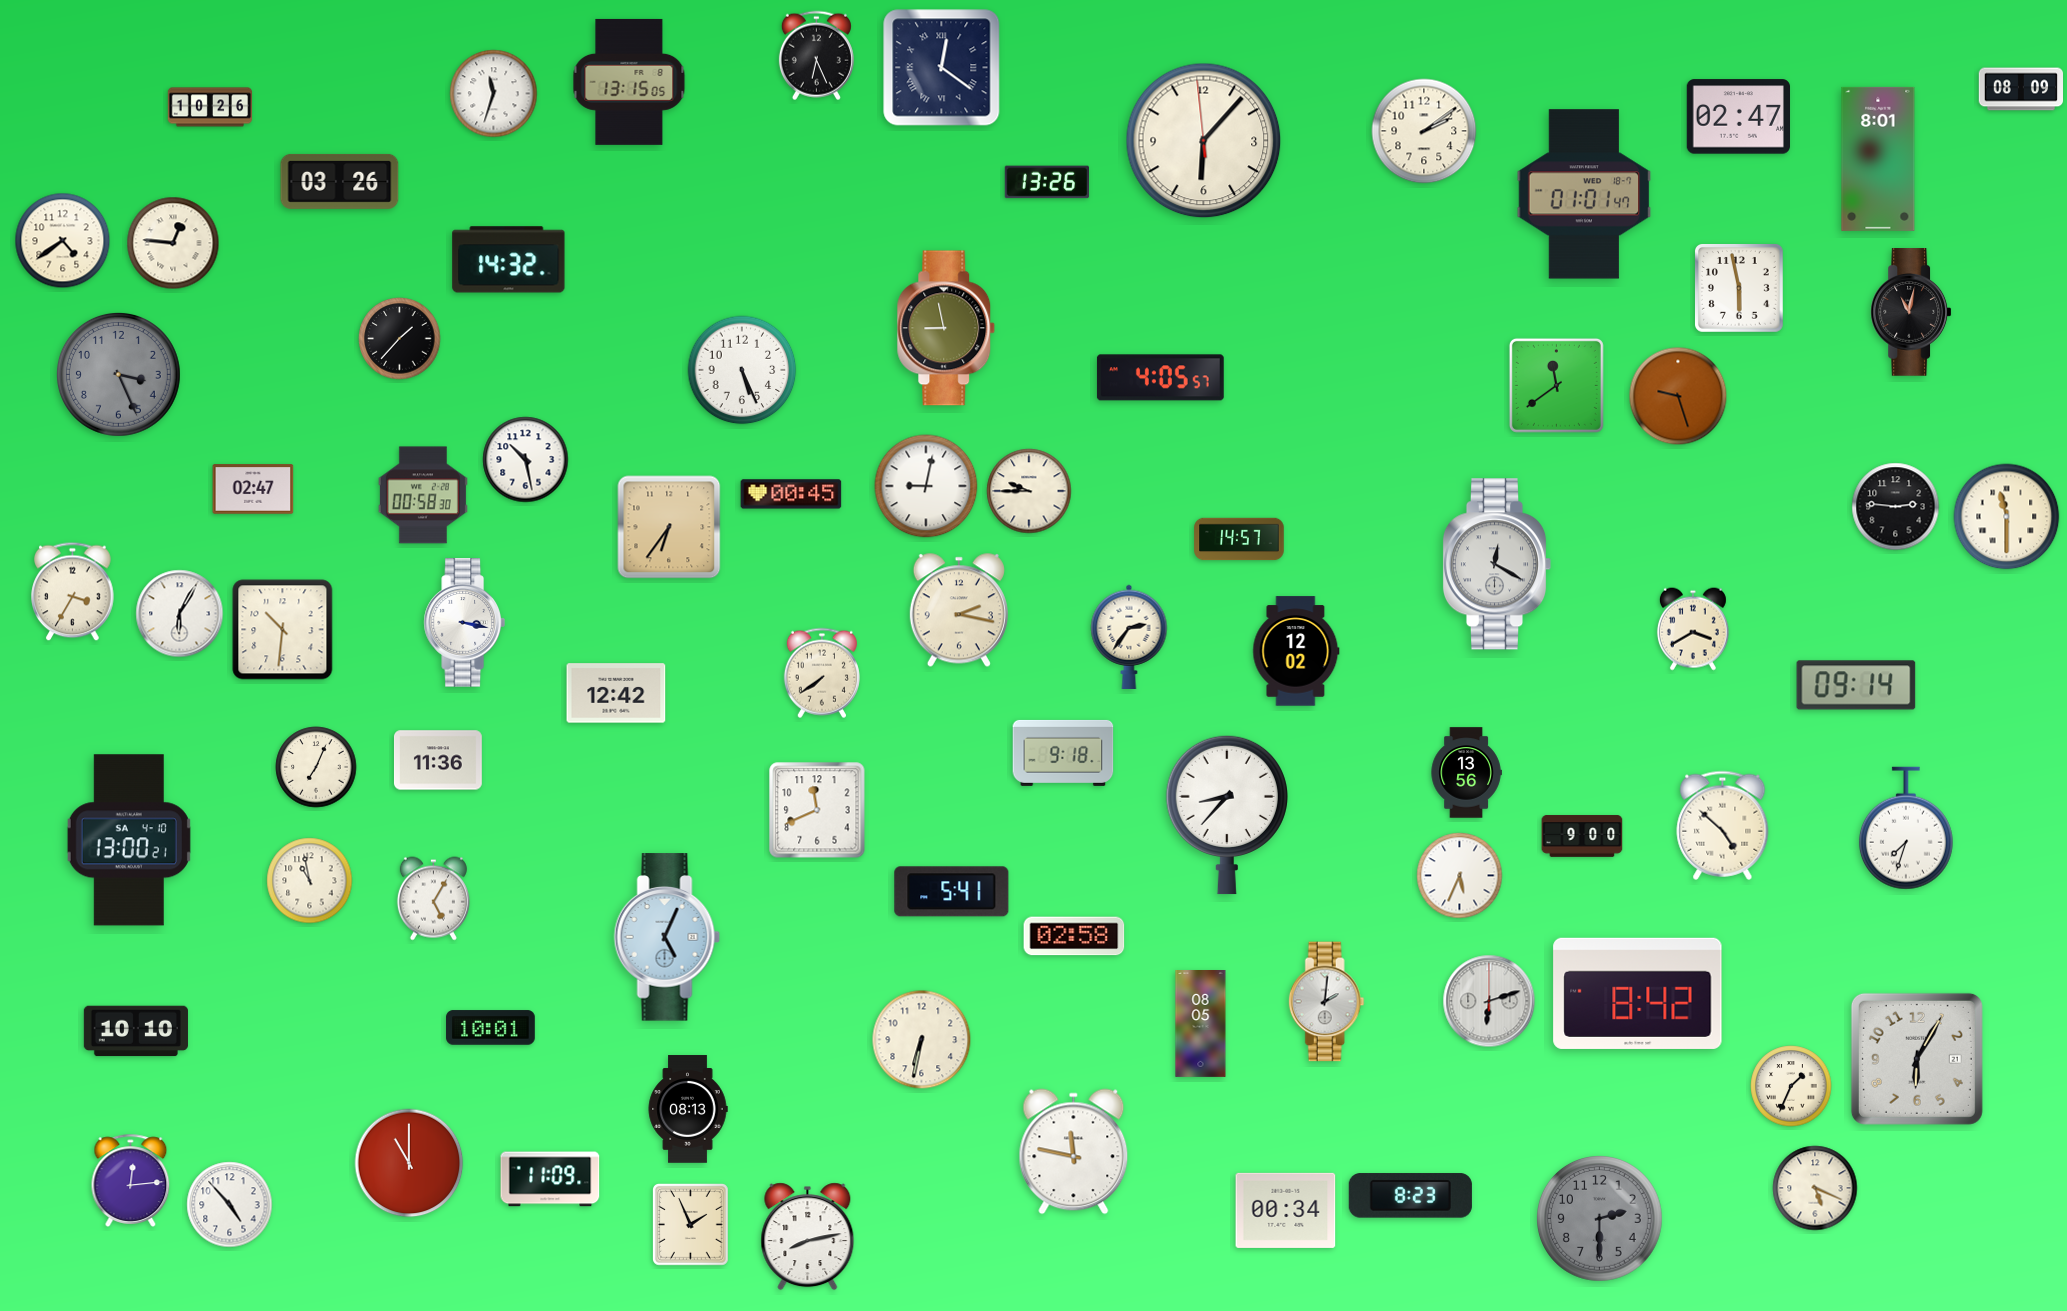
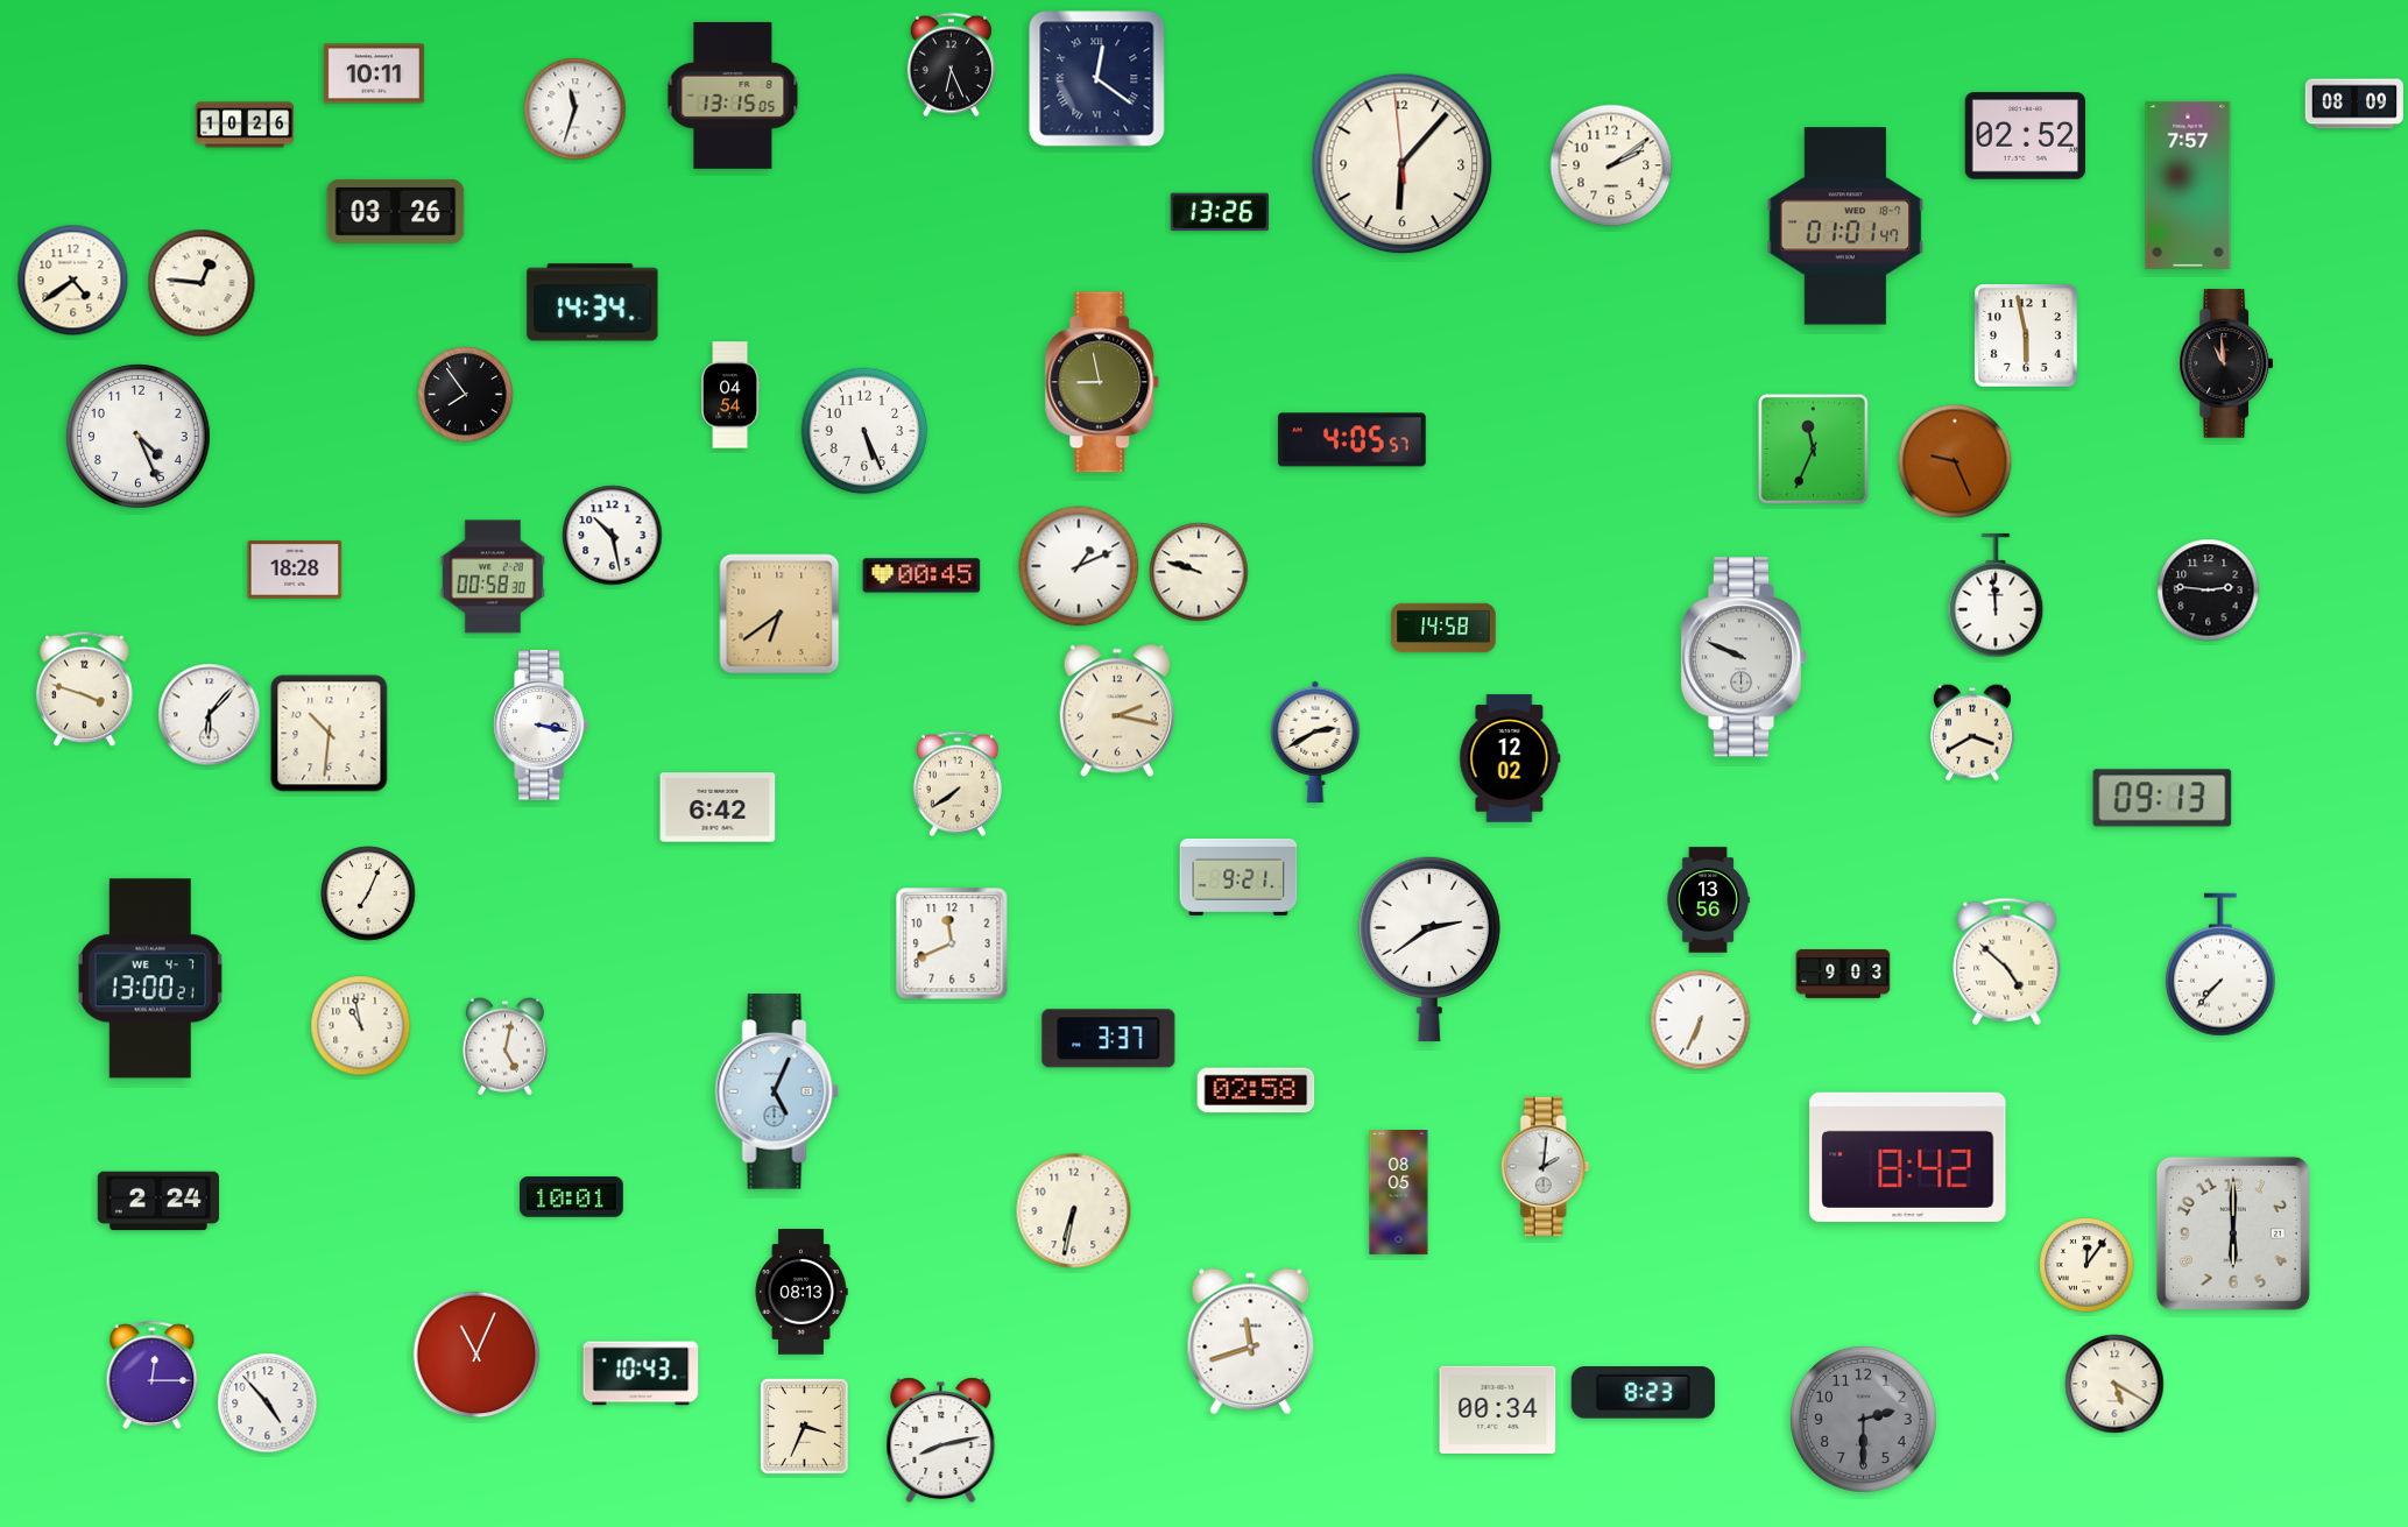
clock at (374, 73): none -> 10:11
clock at (1738, 117): 02:47 -> 02:52
clock at (1424, 131) position: (1424, 131) -> (1611, 165)
clock at (1878, 159): 8:01 -> 7:57
clock at (509, 260): 14:32 -> 14:34
clock at (1911, 312): 11:02 -> 10:59
clock at (400, 339): 1:37 -> 7:54
clock at (730, 395): none -> 04:54
clock at (118, 374): 3:26 -> 4:26
clock at (118, 374) dial: grey -> white
clock at (1556, 385): 11:39 -> 11:34
clock at (1678, 396): 9:27 -> 9:26
clock at (926, 486): 9:02 -> 1:11
clock at (253, 489): 02:47 -> 18:28
clock at (1029, 491): 9:45 -> 9:48
clock at (1996, 595): none -> 11:59
clock at (2007, 517): 11:30 -> none
clock at (669, 527): 6:36 -> 6:39
clock at (1239, 539): 14:57 -> 14:58
clock at (1497, 564): 12:20 -> 9:49
clock at (73, 592): 3:35 -> 3:48
clock at (180, 614): 6:05 -> 6:07
clock at (1129, 637): 2:36 -> 2:40
clock at (1856, 685): 09:14 -> 09:13
clock at (616, 693): 12:42 -> 6:42
clock at (1063, 753): 9:18 -> 9:21
clock at (438, 760): 11:36 -> none
clock at (1227, 815): 8:37 -> 2:39
clock at (1906, 828): 7:33 -> 7:37
clock at (1582, 836): 9:00 -> 9:03
clock at (129, 840) date: SA 4-10 -> WE 4-7
clock at (1460, 876): 5:34 -> 6:34
clock at (952, 892): 5:41 -> 3:37
clock at (433, 899): 5:05 -> 5:02
clock at (1074, 936) position: (1074, 936) -> (1256, 1090)
clock at (1489, 1001): 6:12 -> none
clock at (136, 1031): 10:10 -> 2:24
clock at (1917, 1059): 6:05 -> 6:00
clock at (1791, 1086): 1:34 -> 12:06
clock at (1074, 1152): 11:47 -> 11:42
clock at (409, 1163): 11:00 -> 11:04
clock at (550, 1179): 11:09 -> 10:43
clock at (131, 1180): 12:14 -> 12:15
clock at (1815, 1188): 5:19 -> 5:20
clock at (690, 1225): 1:56 -> 3:34
